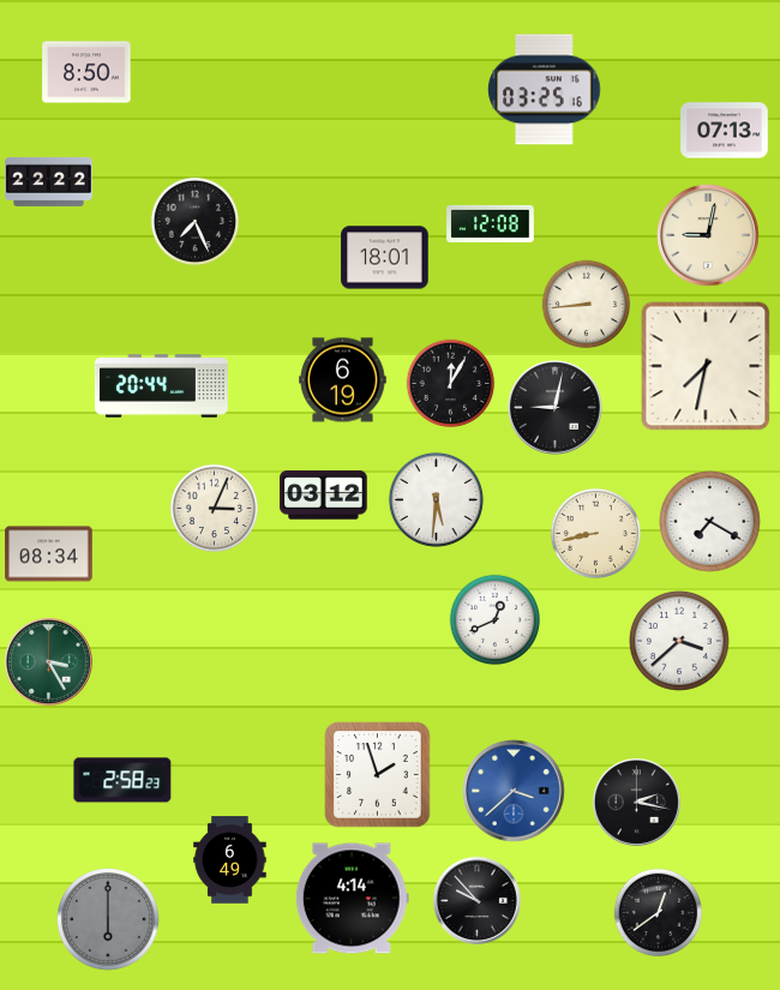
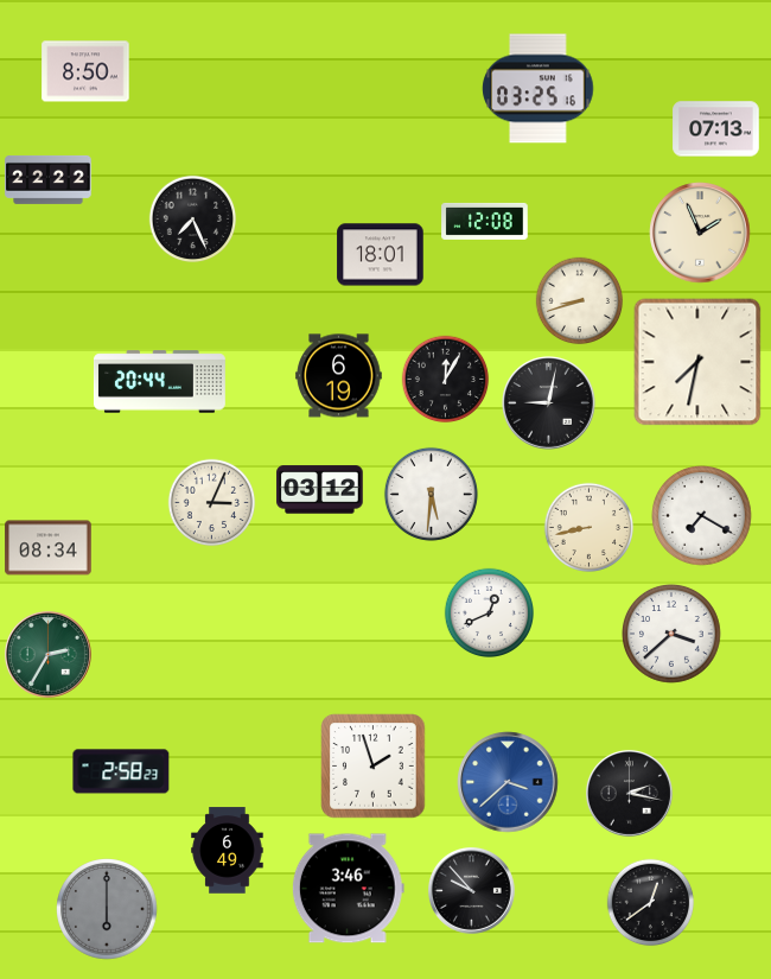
clock at (708, 235): 9:02 -> 1:56
clock at (587, 305): 8:44 -> 8:42
clock at (49, 662): 3:25 -> 2:35
clock at (352, 899): 4:14 -> 3:46
